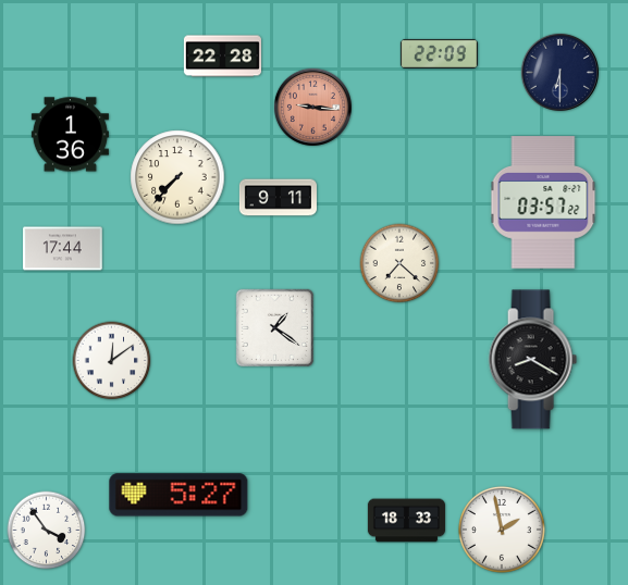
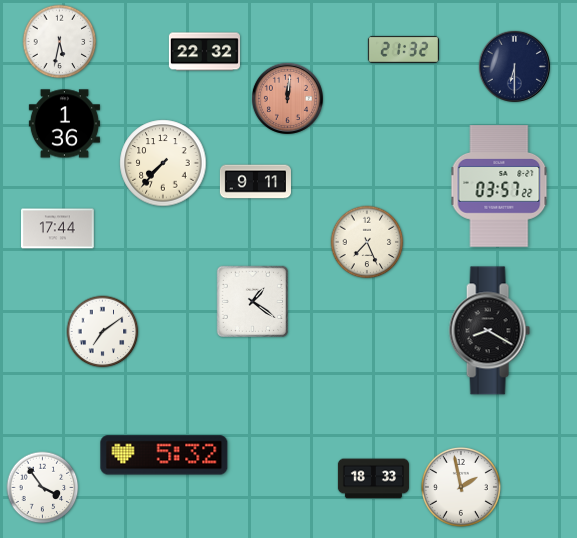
clock at (60, 42): none -> 5:32
clock at (439, 53): 22:09 -> 21:32
clock at (222, 57): 22:28 -> 22:32
clock at (312, 107): 9:16 -> 12:01
clock at (399, 263): 7:22 -> 7:26
clock at (112, 361): 12:09 -> 7:09
clock at (178, 495): 5:27 -> 5:32
